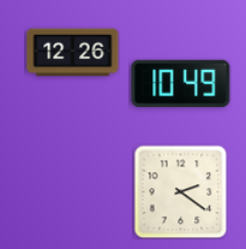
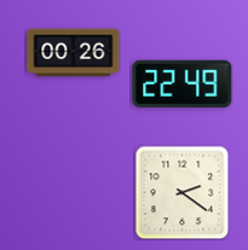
clock at (73, 53): 12:26 -> 00:26
clock at (181, 83): 10:49 -> 22:49
